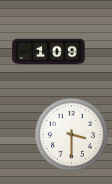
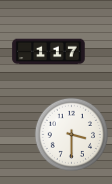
clock at (49, 52): 1:09 -> 1:17
